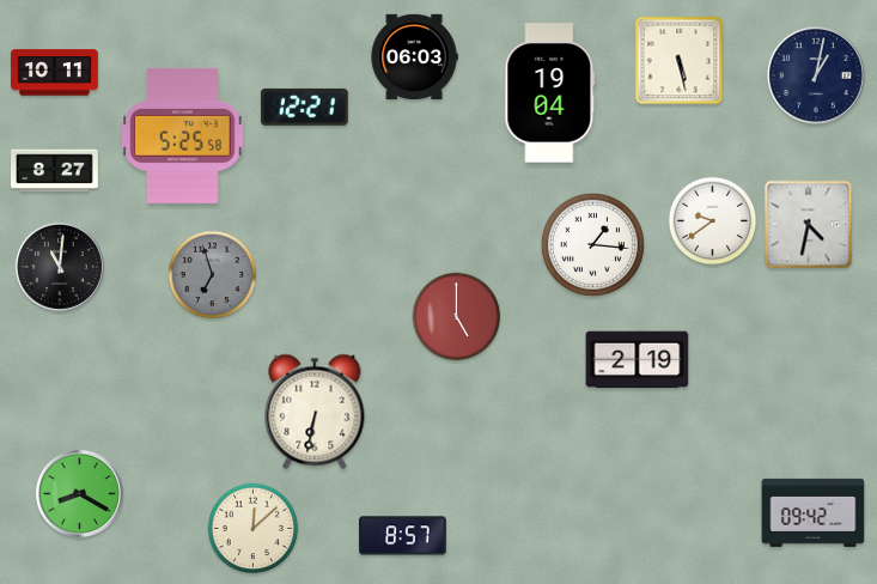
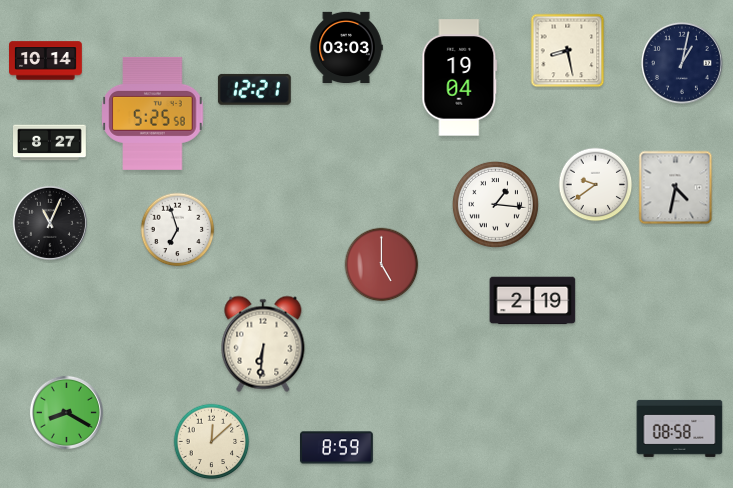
clock at (414, 56): 06:03 -> 03:03
clock at (680, 61): 5:28 -> 8:28
clock at (55, 73): 10:11 -> 10:14
clock at (55, 171) position: (55, 171) -> (50, 143)
clock at (60, 267): 11:01 -> 11:04
clock at (213, 275) dial: grey -> white
clock at (315, 412): 6:32 -> 6:31
clock at (814, 512): 09:42 -> 08:58
clock at (403, 536): 8:57 -> 8:59
